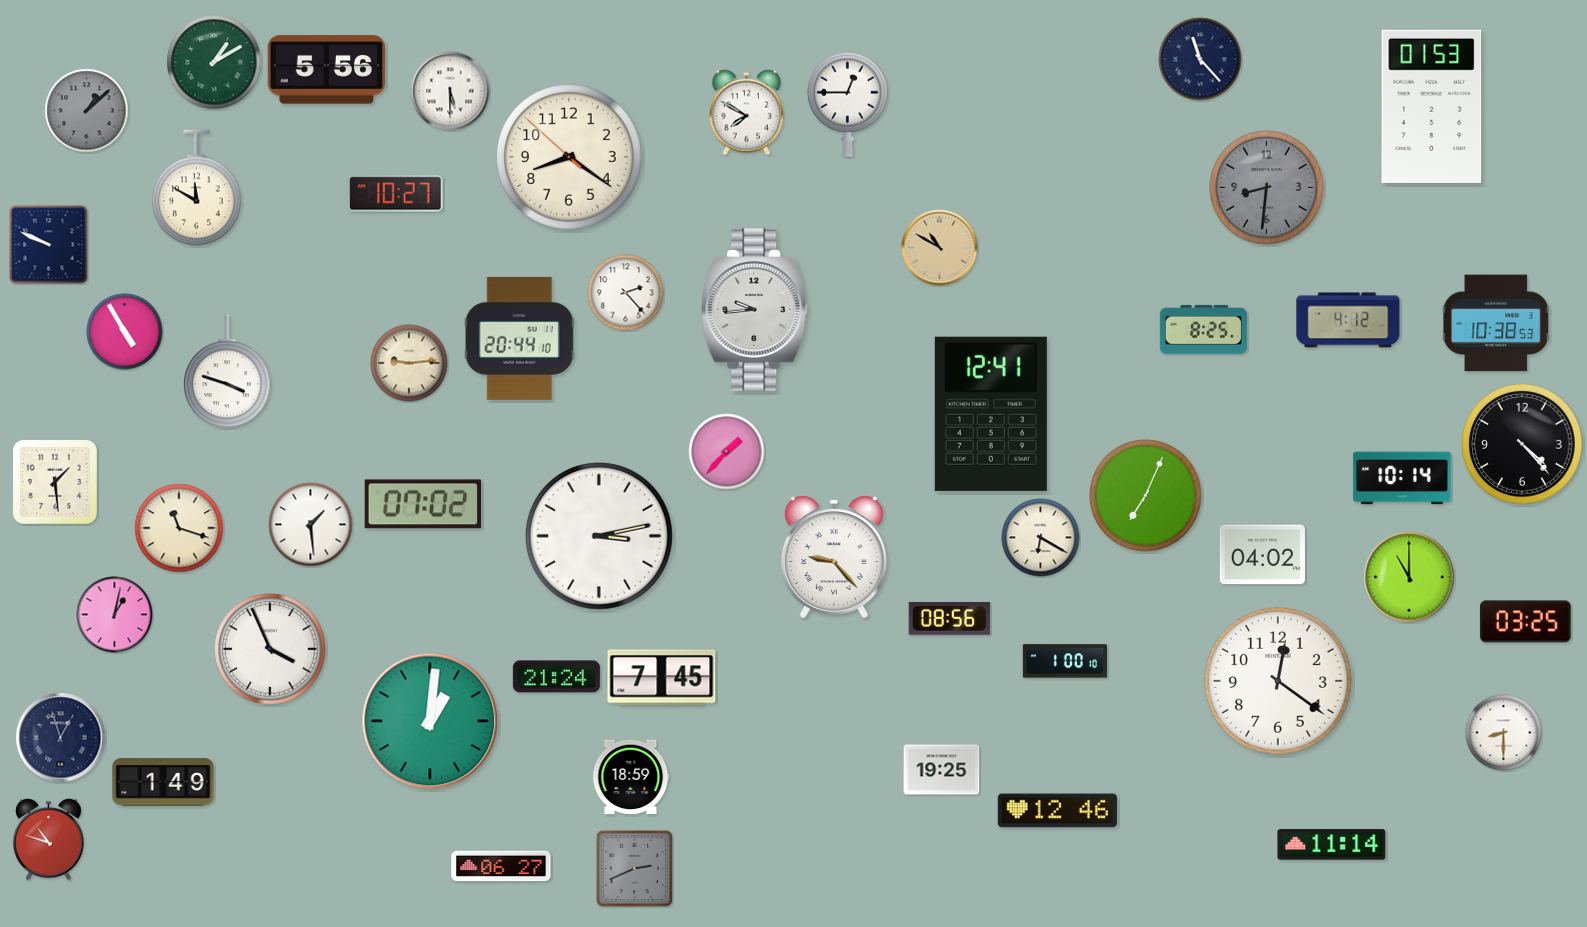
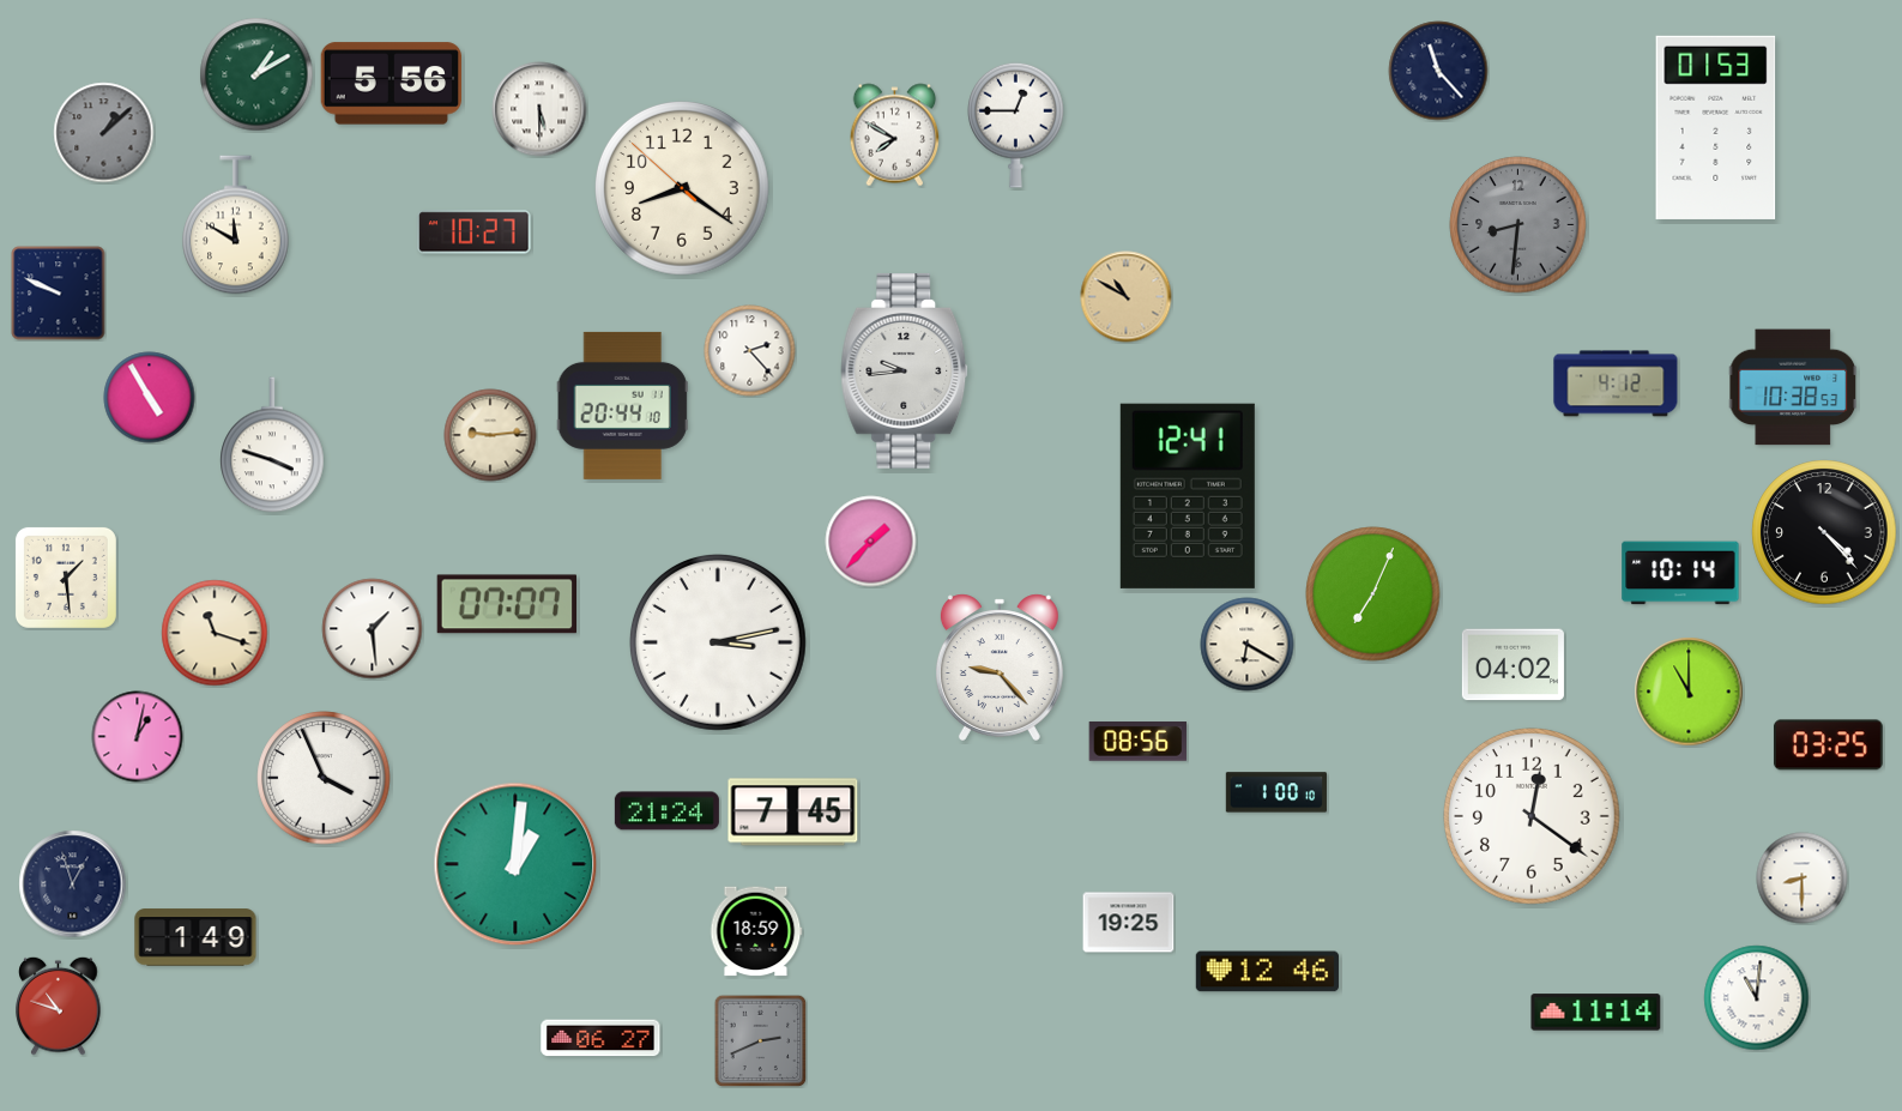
clock at (1203, 329): 8:25 -> none
clock at (422, 504): 07:02 -> 07:07
clock at (1757, 998): none -> 11:01
